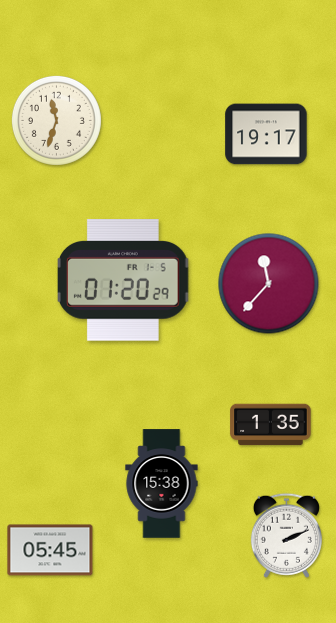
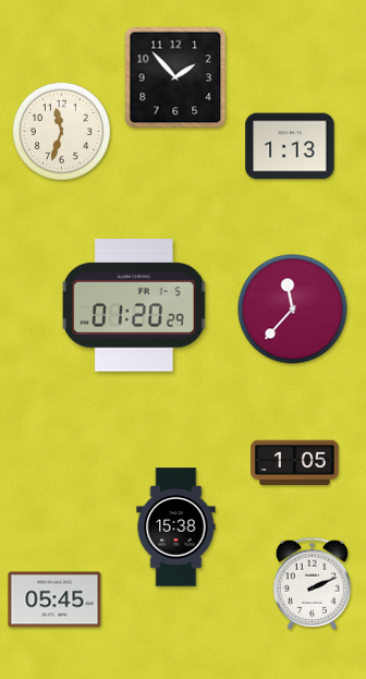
clock at (175, 77): none -> 1:53
clock at (266, 134): 19:17 -> 1:13
clock at (271, 425): 1:35 -> 1:05
